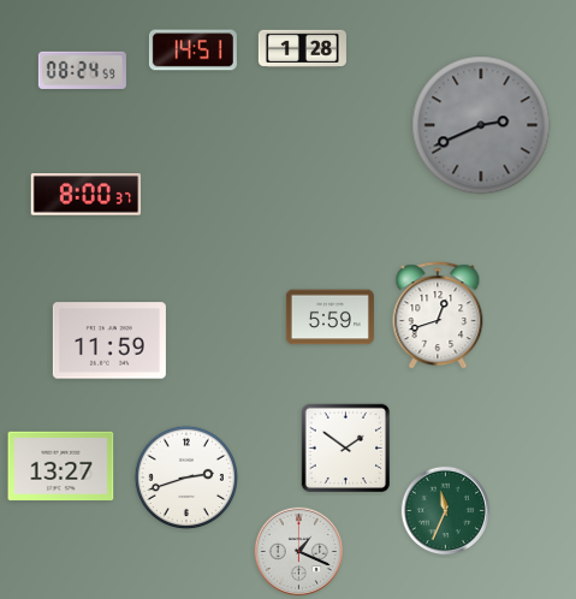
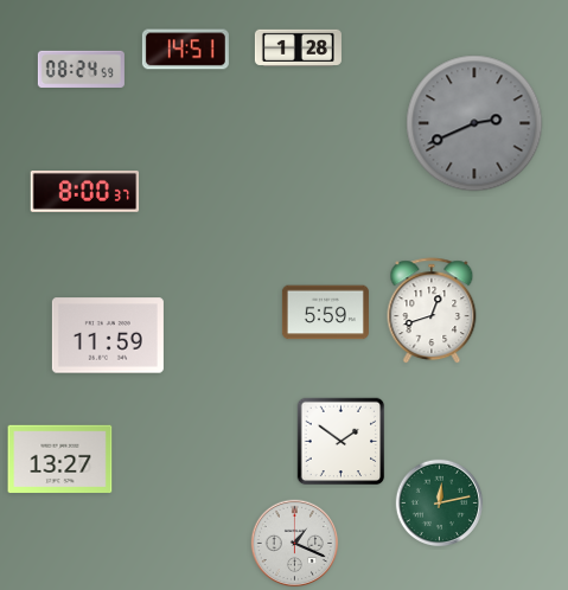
clock at (192, 51) position: (192, 51) -> (185, 50)
clock at (185, 476): 2:42 -> none
clock at (446, 511): 11:34 -> 12:13
